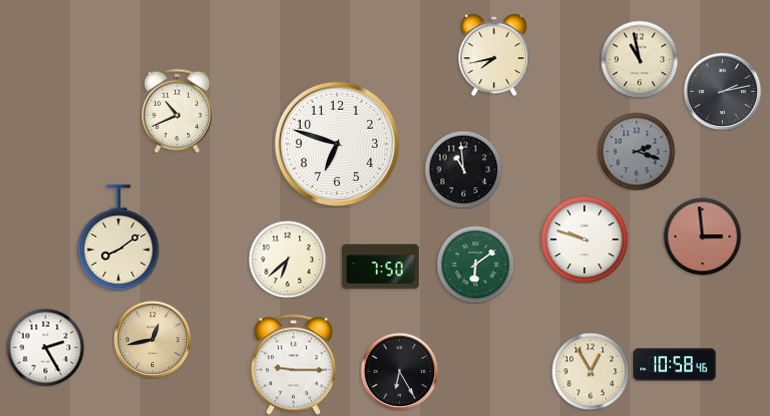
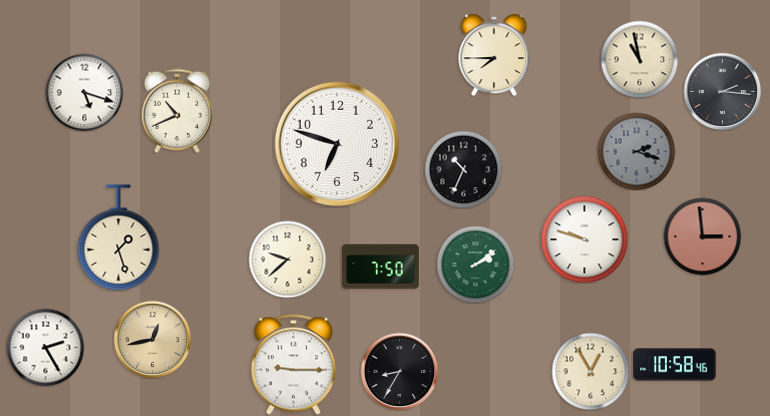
clock at (494, 55): 7:43 -> 7:45
clock at (722, 91): 2:13 -> 2:16
clock at (84, 92): none -> 5:18
clock at (463, 169): 10:59 -> 10:34
clock at (119, 238): 8:09 -> 1:27
clock at (287, 259): 6:38 -> 9:38
clock at (475, 264): 6:09 -> 2:09
clock at (399, 371): 6:25 -> 8:35
